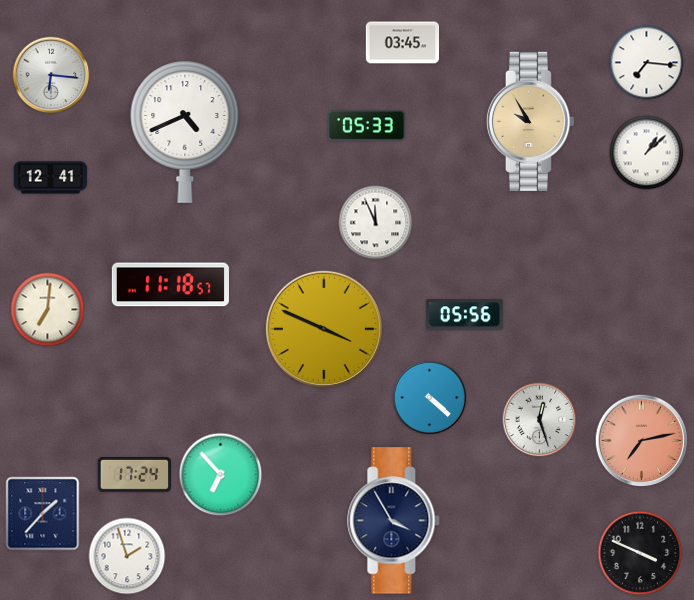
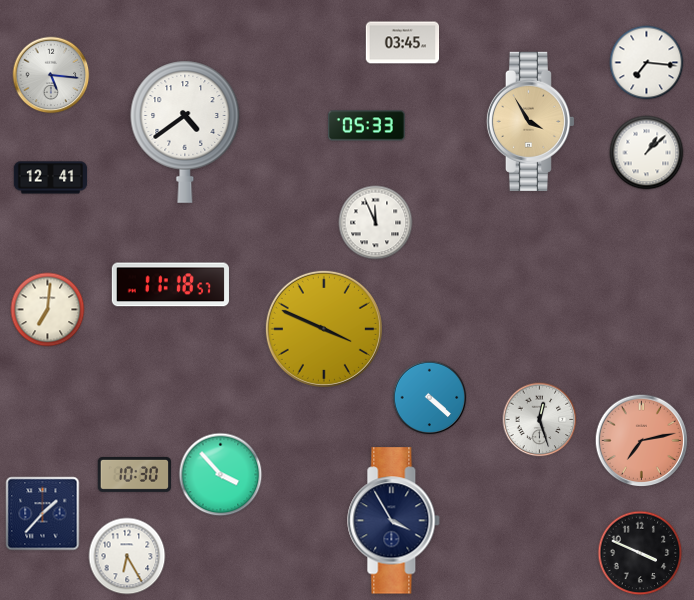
clock at (51, 75): 6:16 -> 5:16
clock at (530, 121): 9:55 -> 3:55
clock at (185, 132): 4:41 -> 4:39
clock at (464, 315): 05:56 -> none
clock at (135, 474): 17:24 -> 10:30
clock at (221, 475): 6:53 -> 3:53
clock at (127, 556): 1:57 -> 6:25
